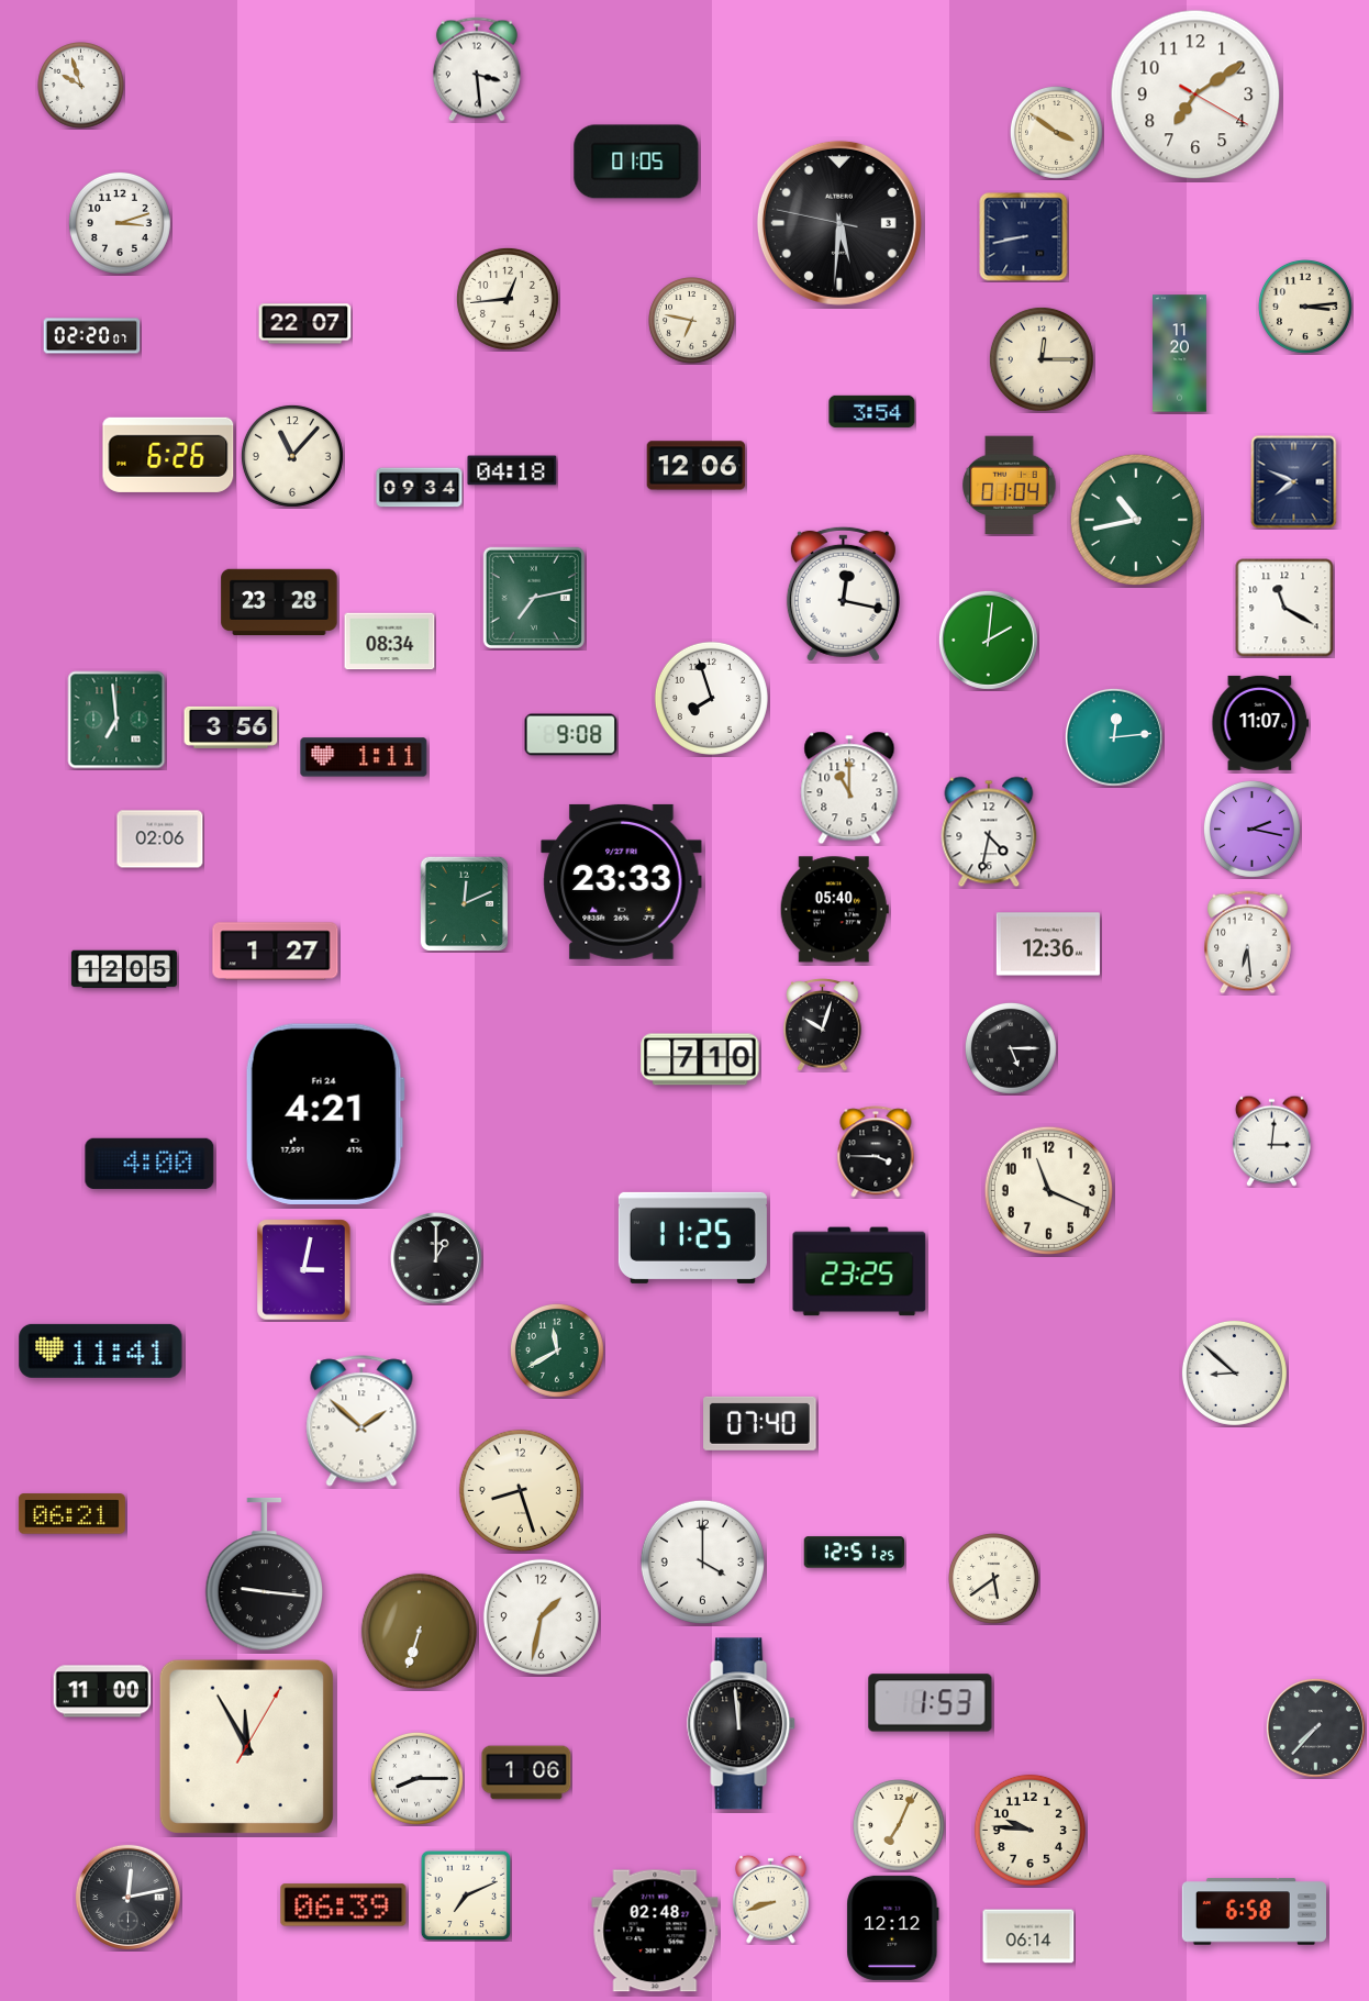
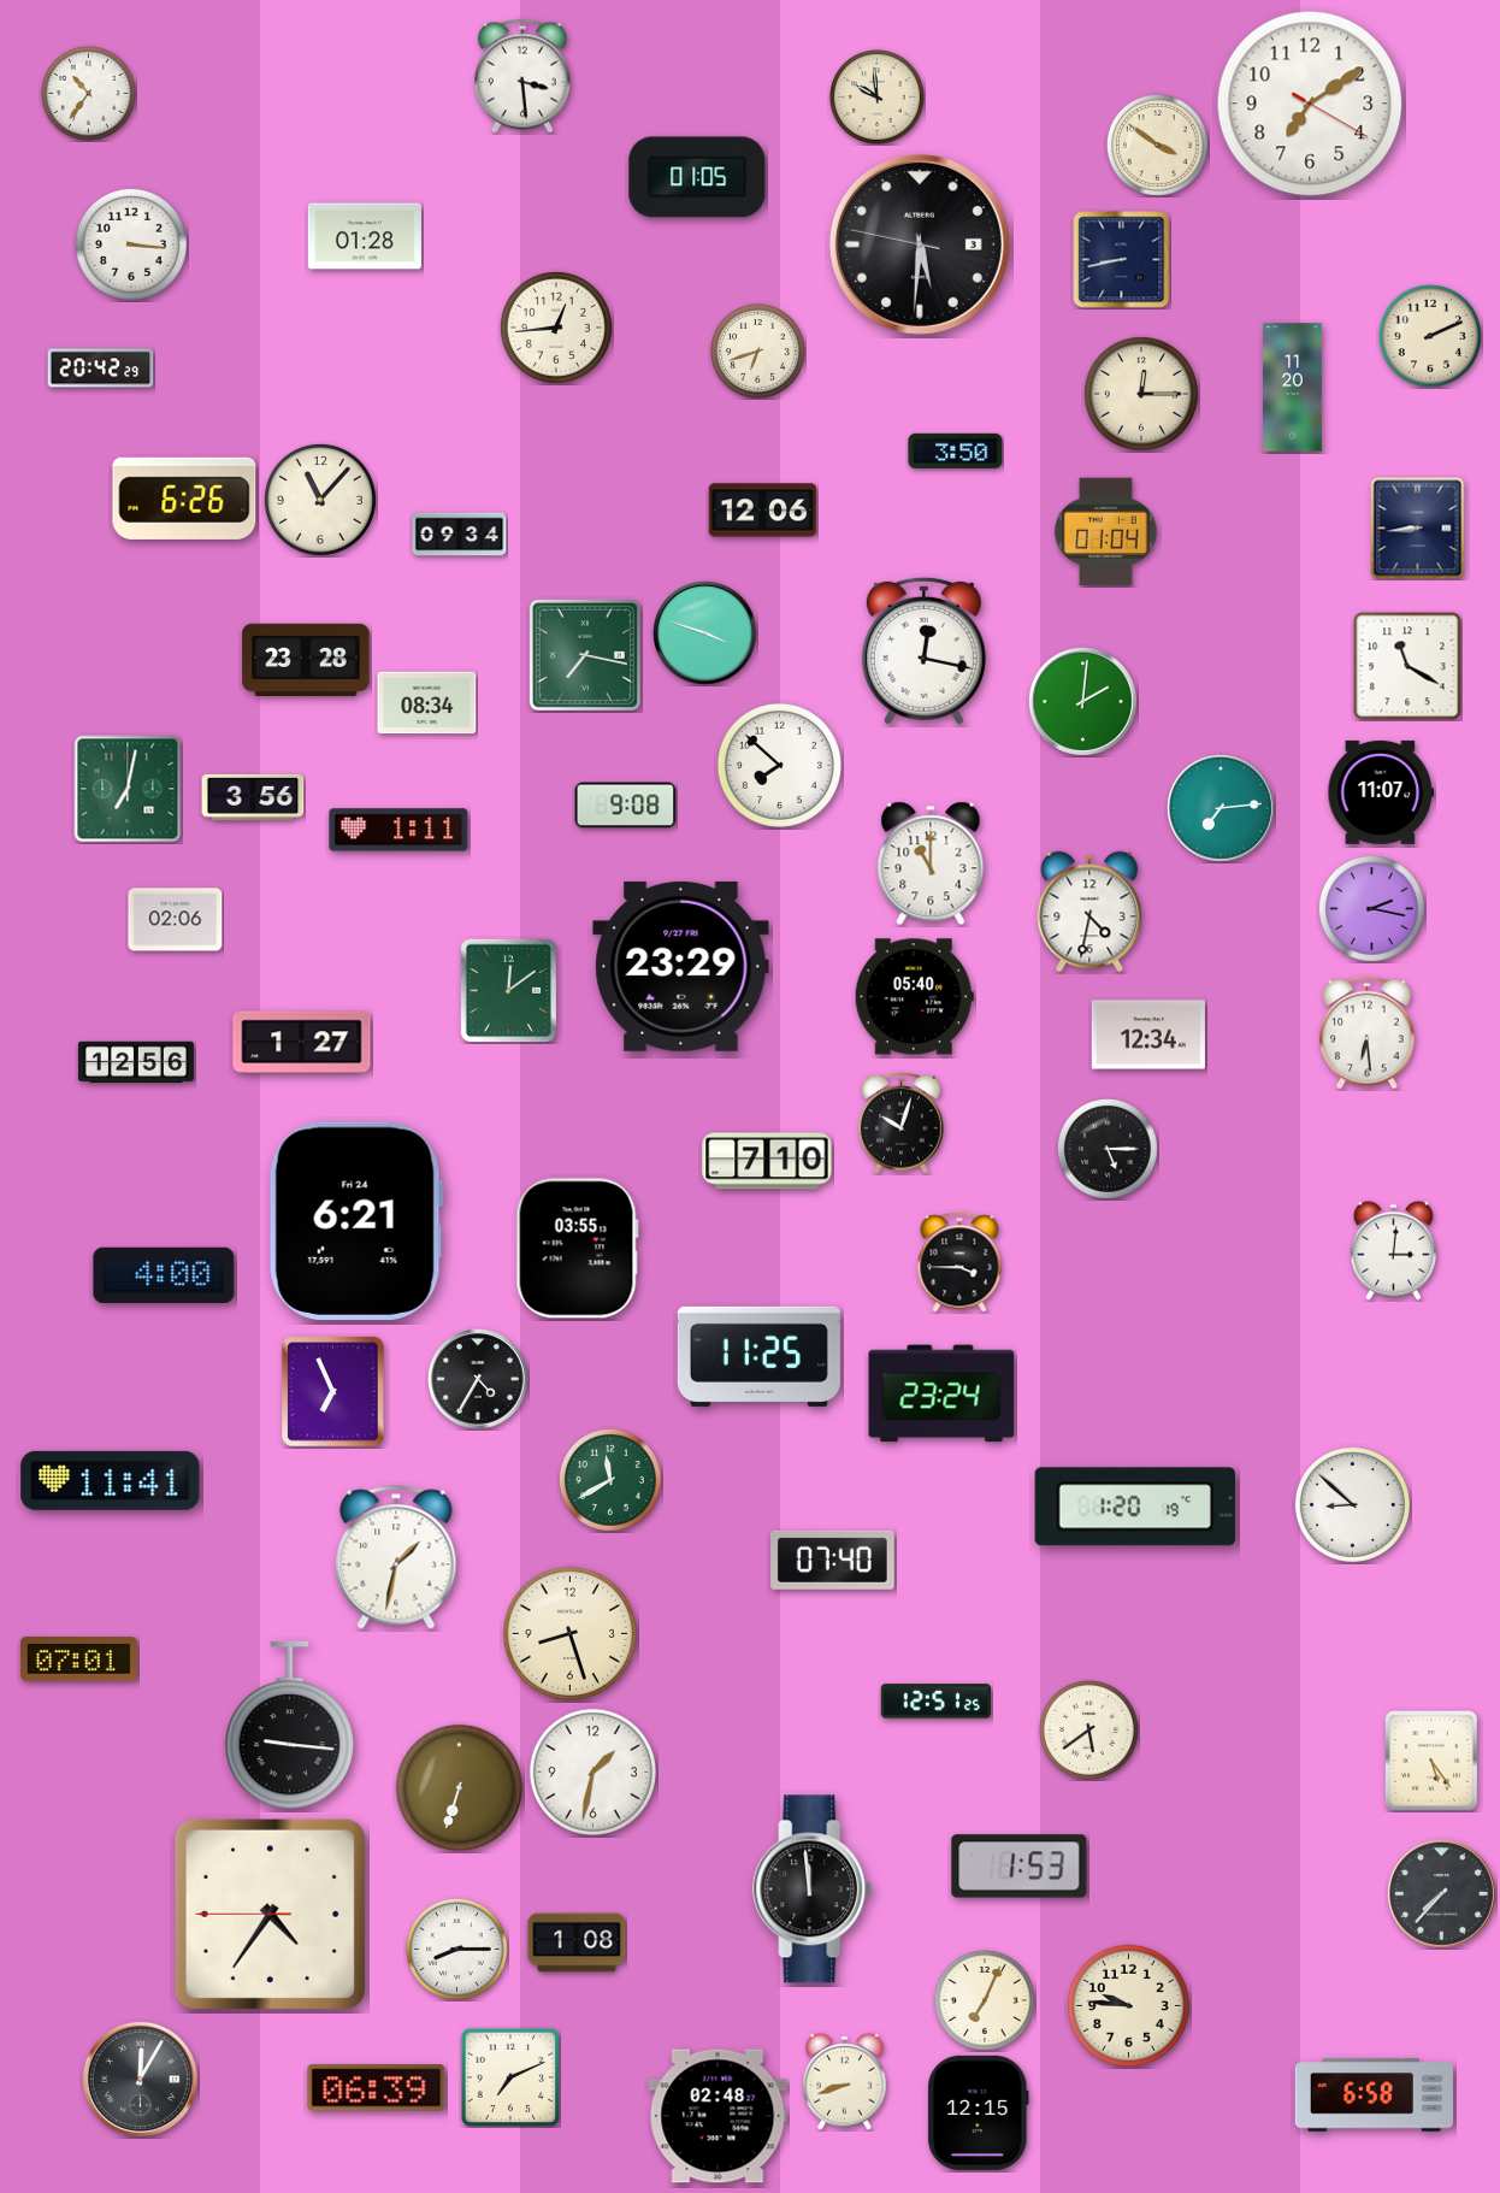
clock at (81, 86): 9:57 -> 10:36
clock at (878, 98): none -> 9:59
clock at (365, 236): none -> 01:28
clock at (120, 223): 3:12 -> 3:16
clock at (1305, 307): 3:14 -> 2:11
clock at (692, 321): 6:47 -> 6:42
clock at (305, 324): 22:07 -> none
clock at (92, 336): 02:20 -> 20:42
clock at (872, 411): 3:54 -> 3:50
clock at (512, 470): 04:18 -> none
clock at (1294, 482): 7:49 -> 8:44
clock at (1136, 520): 10:43 -> none
clock at (705, 633): none -> 3:48
clock at (534, 598): 7:13 -> 7:17
clock at (711, 698): 7:57 -> 7:52
clock at (116, 720): 6:59 -> 7:02
clock at (1114, 737): 12:14 -> 7:14
clock at (989, 832) position: (989, 832) -> (1089, 912)
clock at (622, 881): 23:33 -> 23:29
clock at (465, 903): 12:11 -> 12:09
clock at (1048, 944): 12:36 -> 12:34
clock at (124, 969): 12:05 -> 12:56
clock at (325, 1114): 4:21 -> 6:21
clock at (577, 1249): none -> 03:55
clock at (1048, 1190): 11:19 -> none
clock at (436, 1258): 1:00 -> 4:35
clock at (304, 1270): 3:02 -> 6:56
clock at (859, 1271): 23:25 -> 23:24
clock at (1135, 1507): none -> 1:20
clock at (361, 1421): 1:52 -> 1:32
clock at (71, 1514): 06:21 -> 07:01
clock at (702, 1561): 4:00 -> none
clock at (1431, 1762): none -> 5:24
clock at (102, 1691): 11:00 -> none
clock at (246, 1746): 11:55 -> 4:35
clock at (526, 1772): 1:06 -> 1:08
clock at (127, 1897): 12:13 -> 12:05
clock at (893, 1927): 12:12 -> 12:15
clock at (1028, 1936): 06:14 -> none
